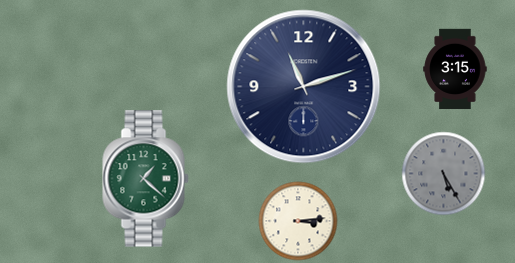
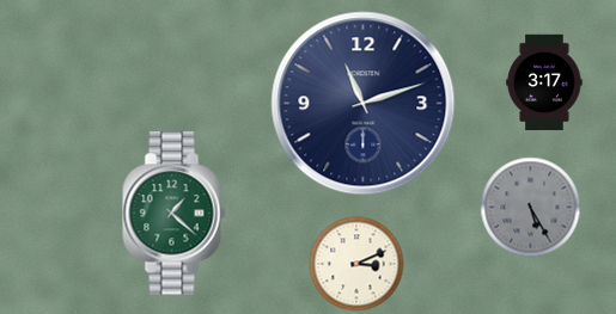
clock at (455, 69): 3:15 -> 3:17
clock at (298, 221): 3:14 -> 3:11
